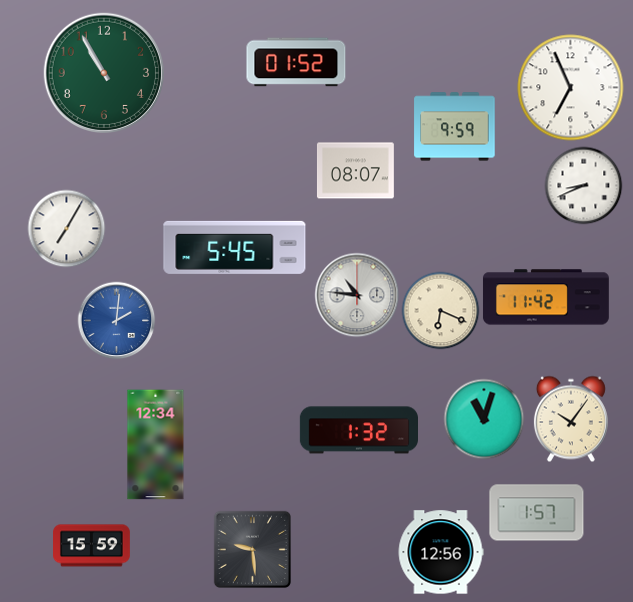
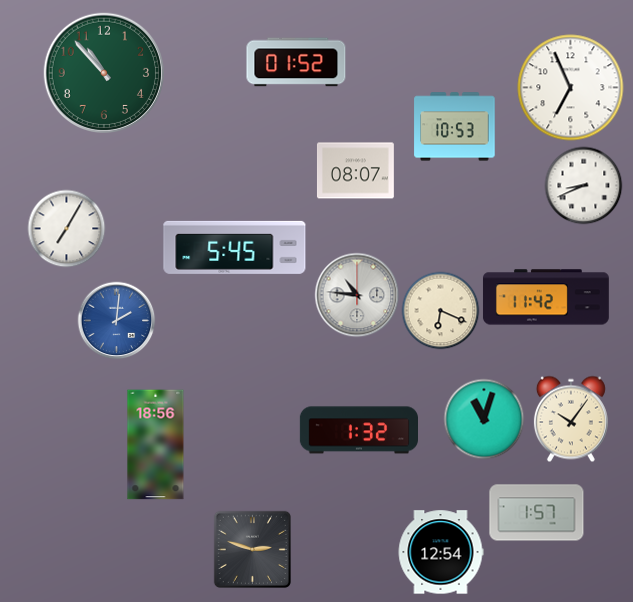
clock at (103, 72): 10:55 -> 10:53
clock at (455, 127): 9:59 -> 10:53
clock at (156, 445): 12:34 -> 18:56
clock at (92, 546): 15:59 -> none
clock at (252, 549): 9:29 -> 2:48
clock at (441, 552): 12:56 -> 12:54
